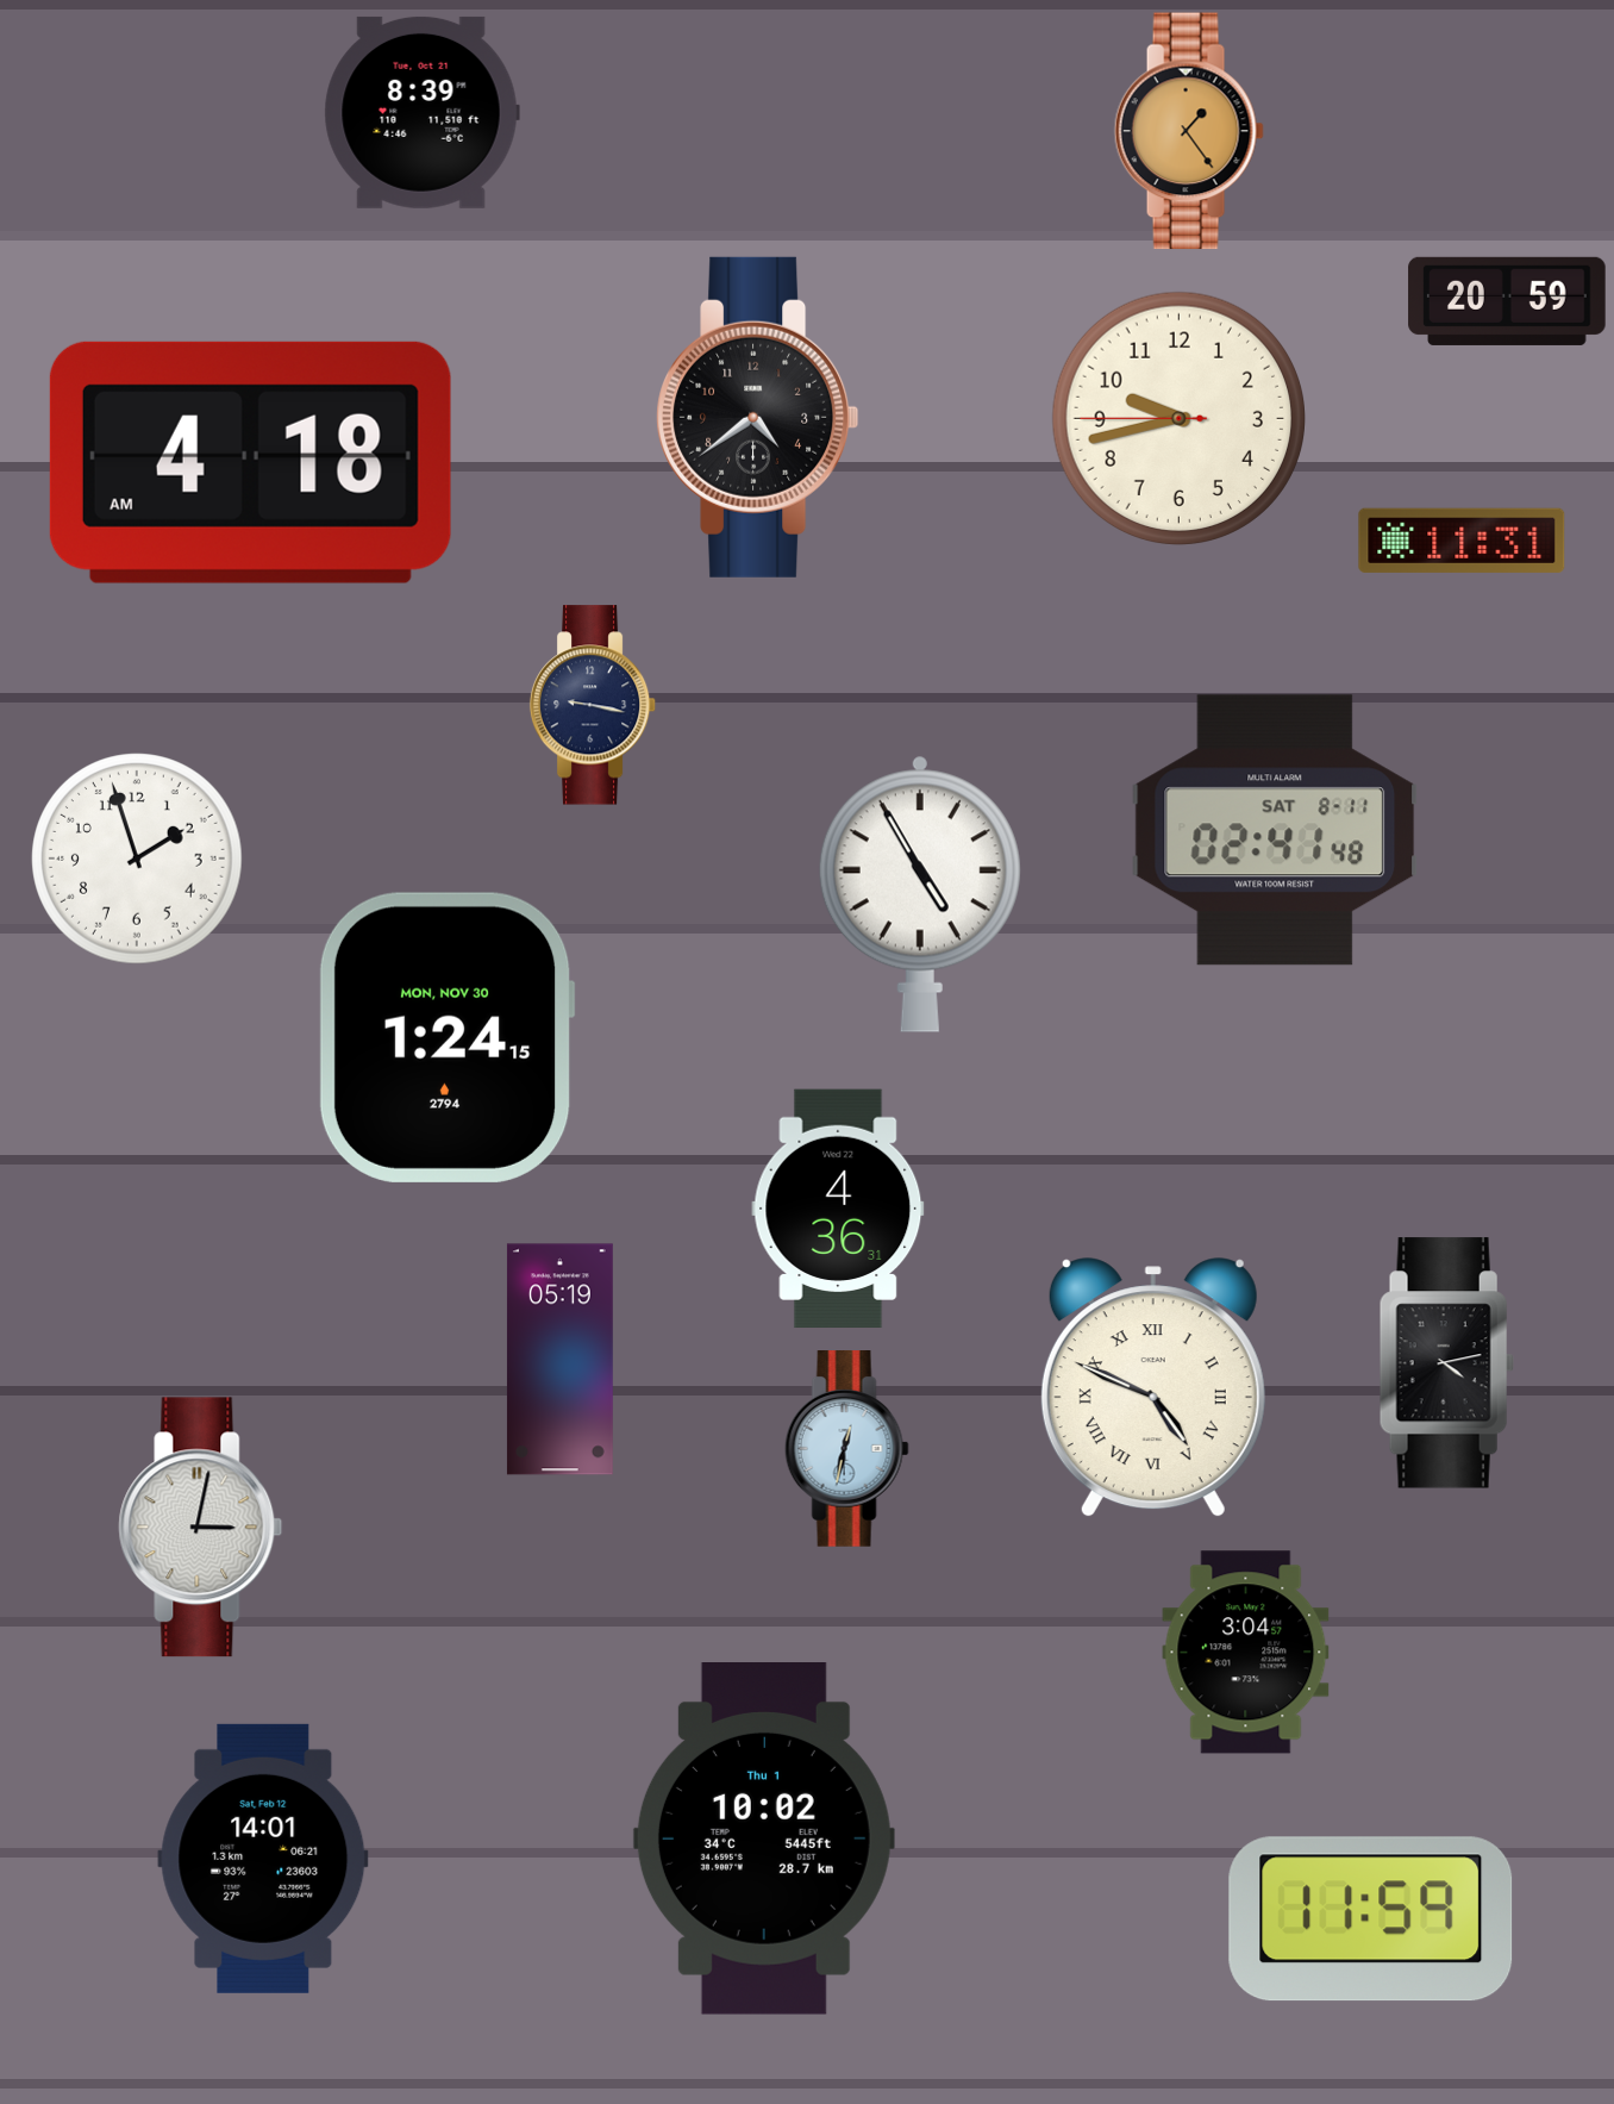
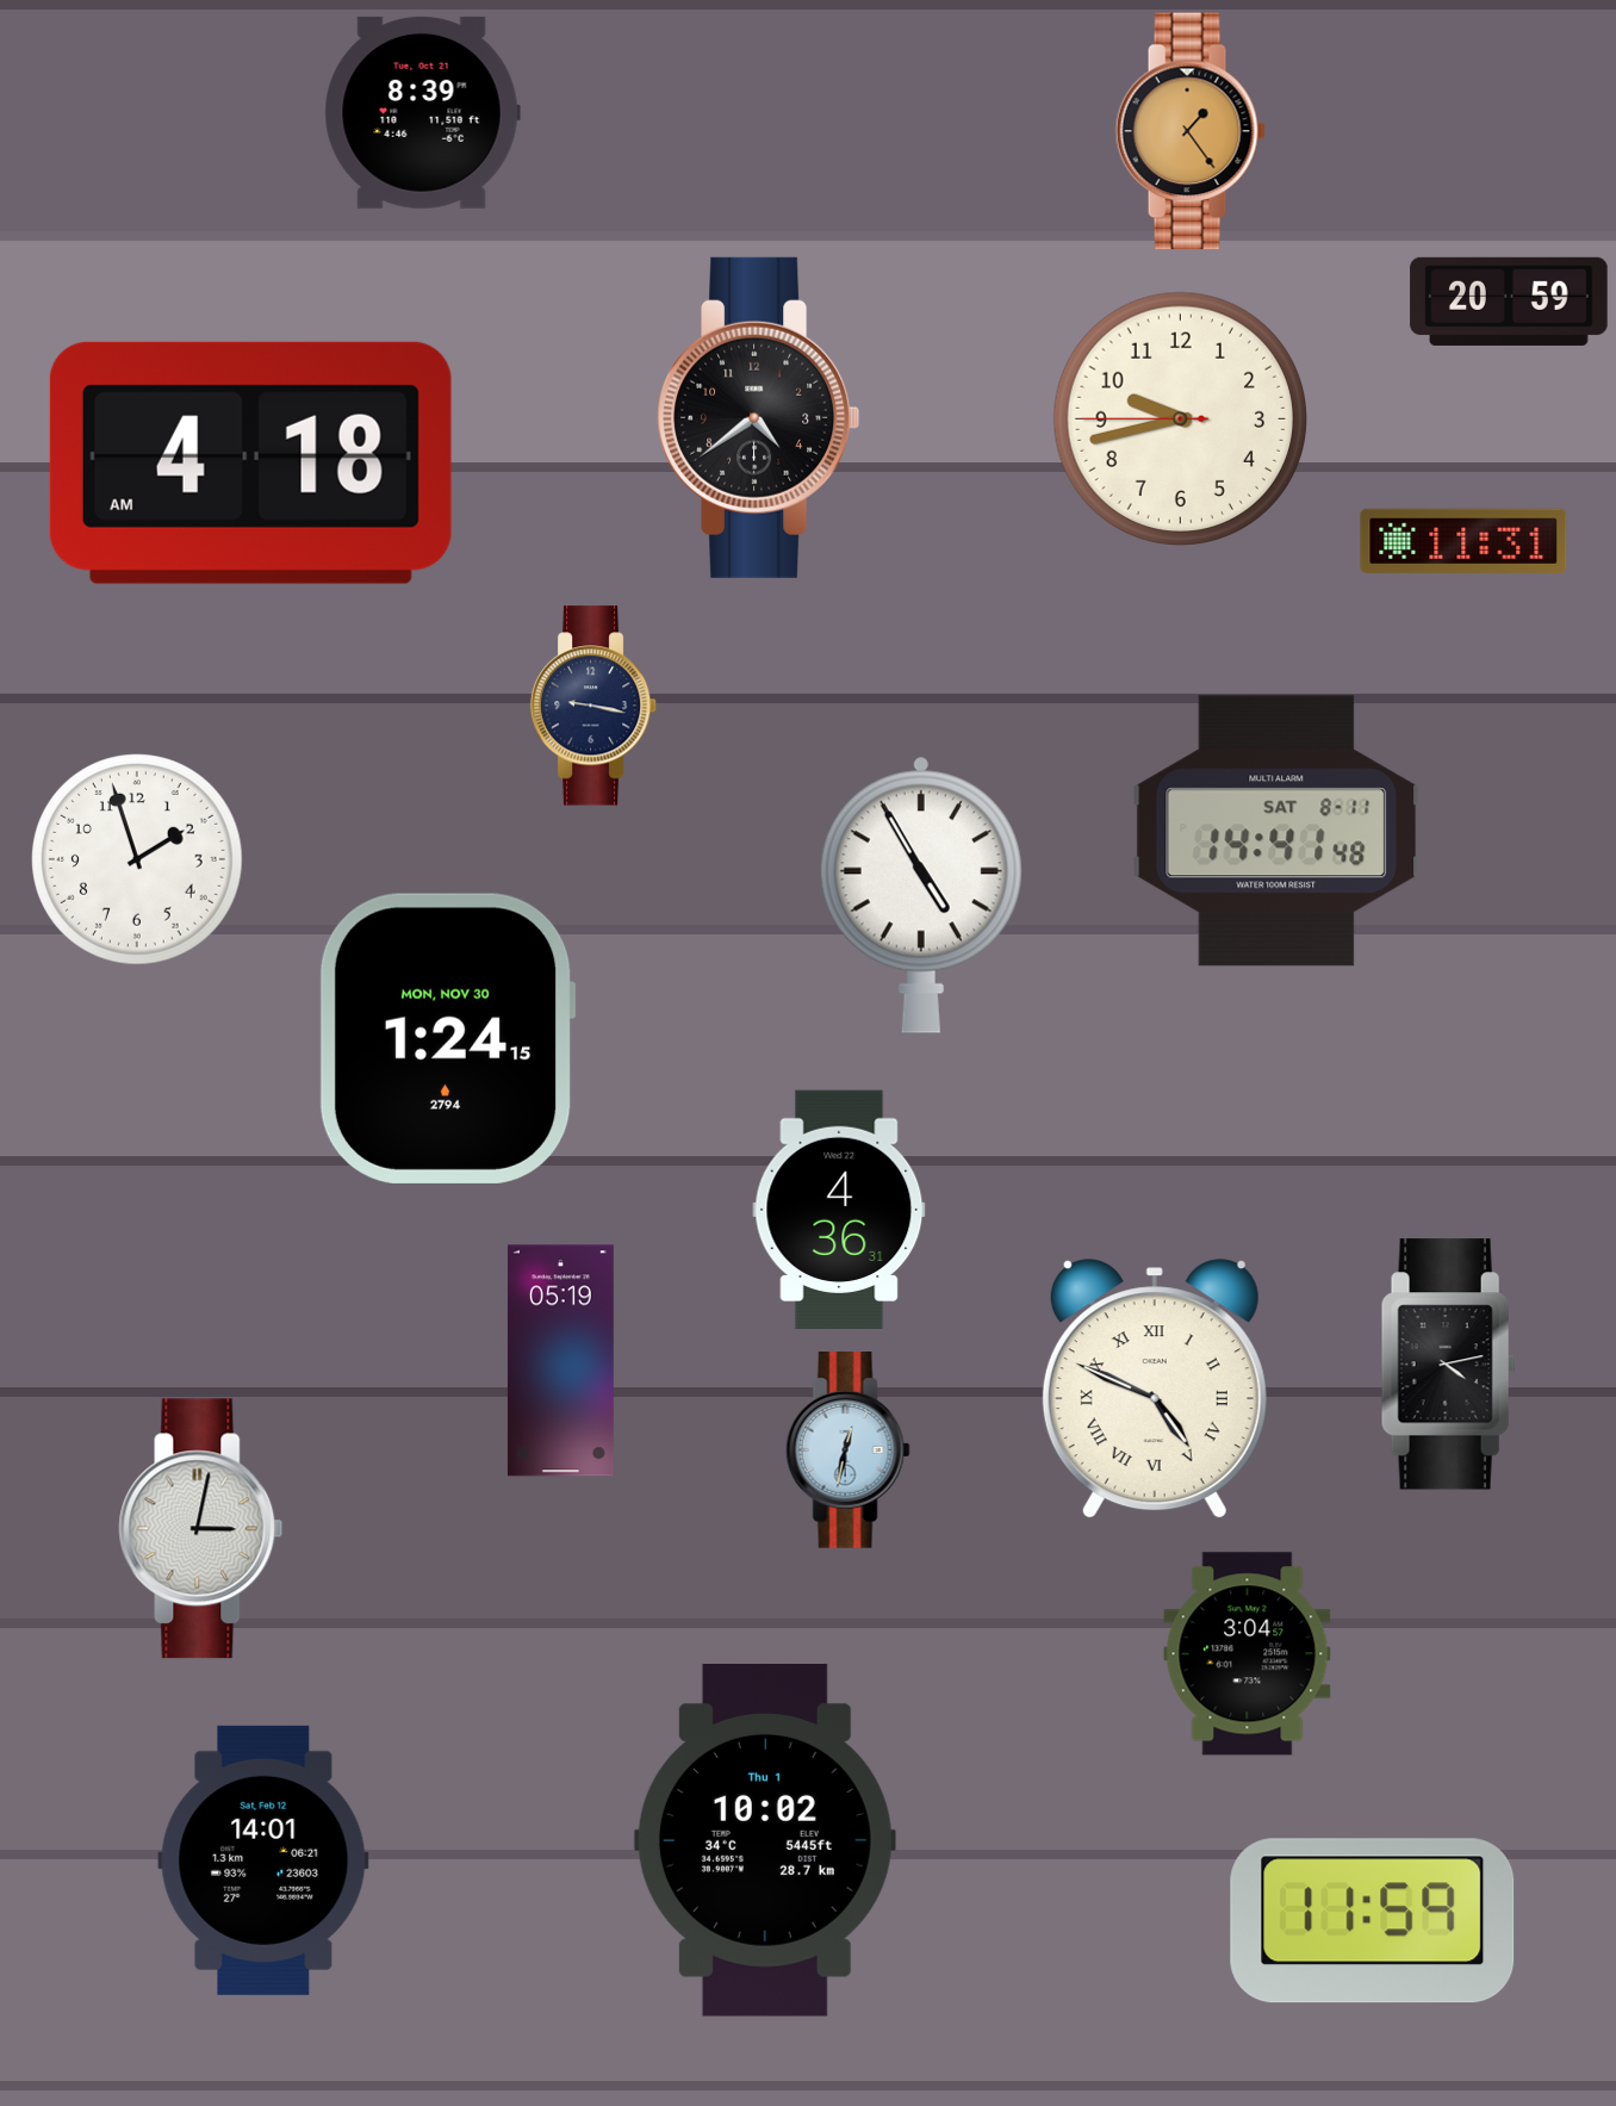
clock at (1275, 830): 02:41 -> 14:41
